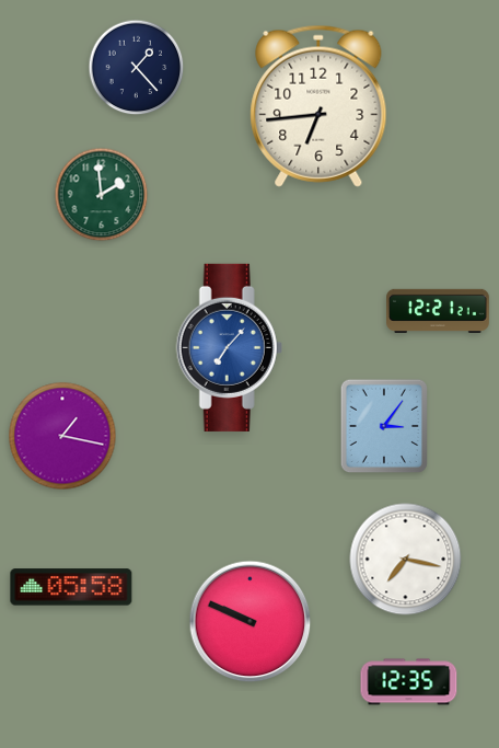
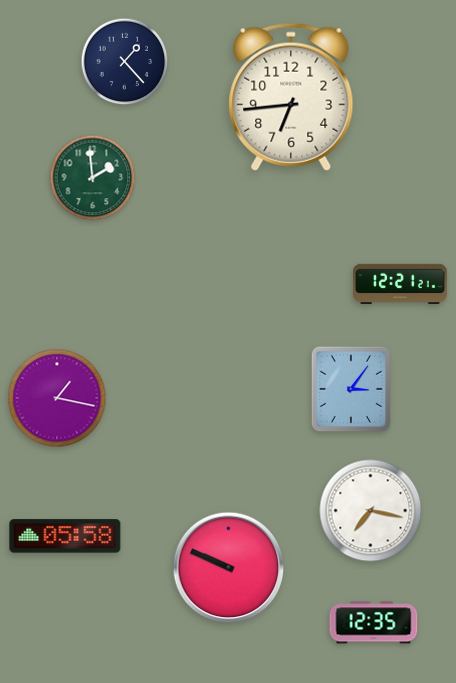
clock at (229, 347): 7:07 -> none
